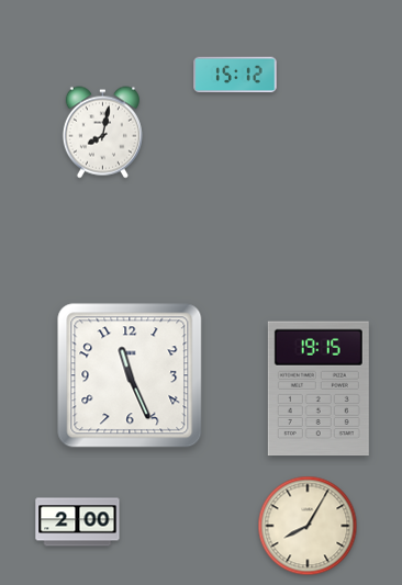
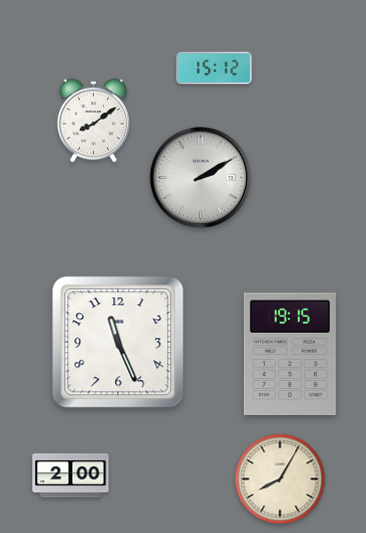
clock at (102, 133): 8:02 -> 8:09
clock at (200, 177): none -> 2:10
